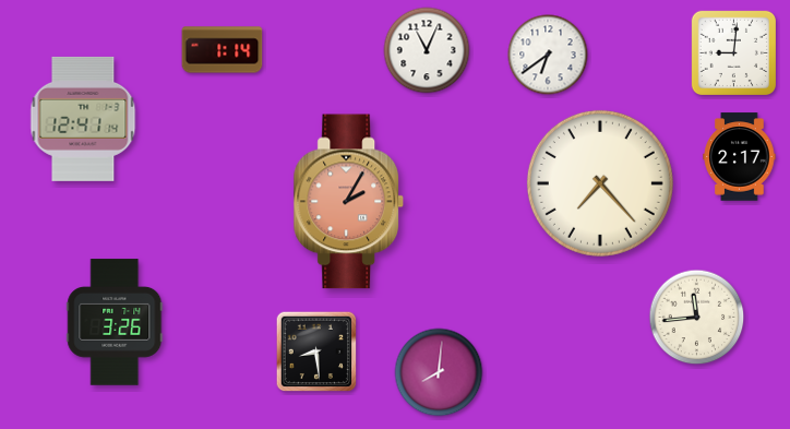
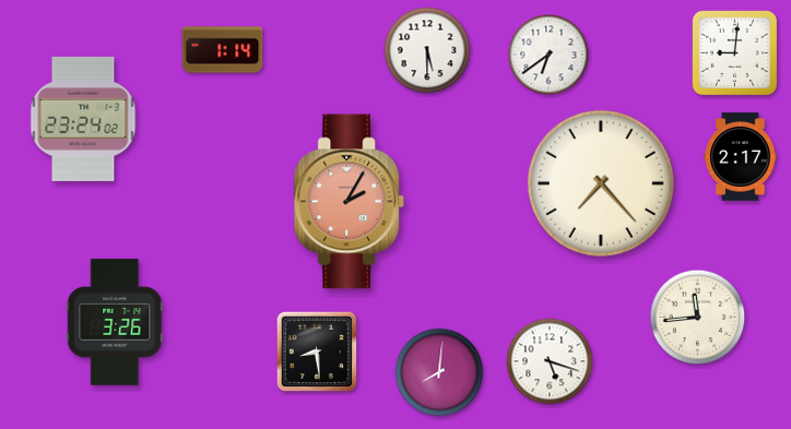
clock at (427, 50): 11:04 -> 5:30
clock at (83, 119): 12:41 -> 23:24
clock at (550, 361): none -> 5:18
